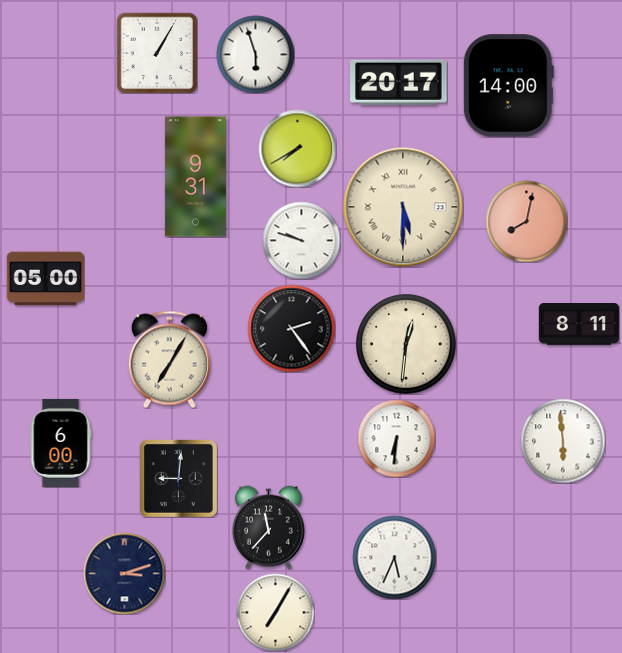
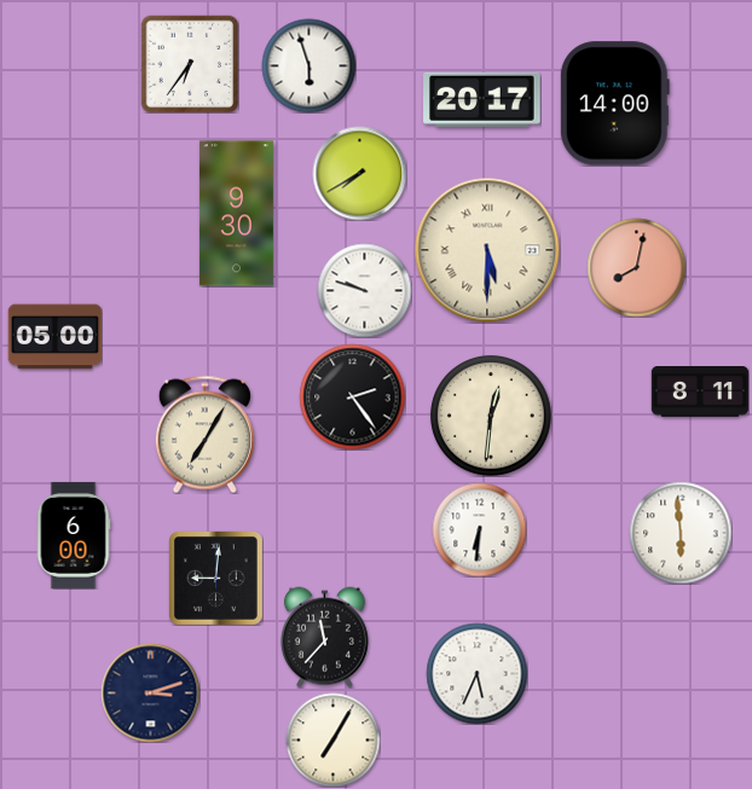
clock at (157, 53): 1:05 -> 6:36
clock at (297, 148) position: (297, 148) -> (359, 173)
clock at (195, 177): 9:31 -> 9:30
